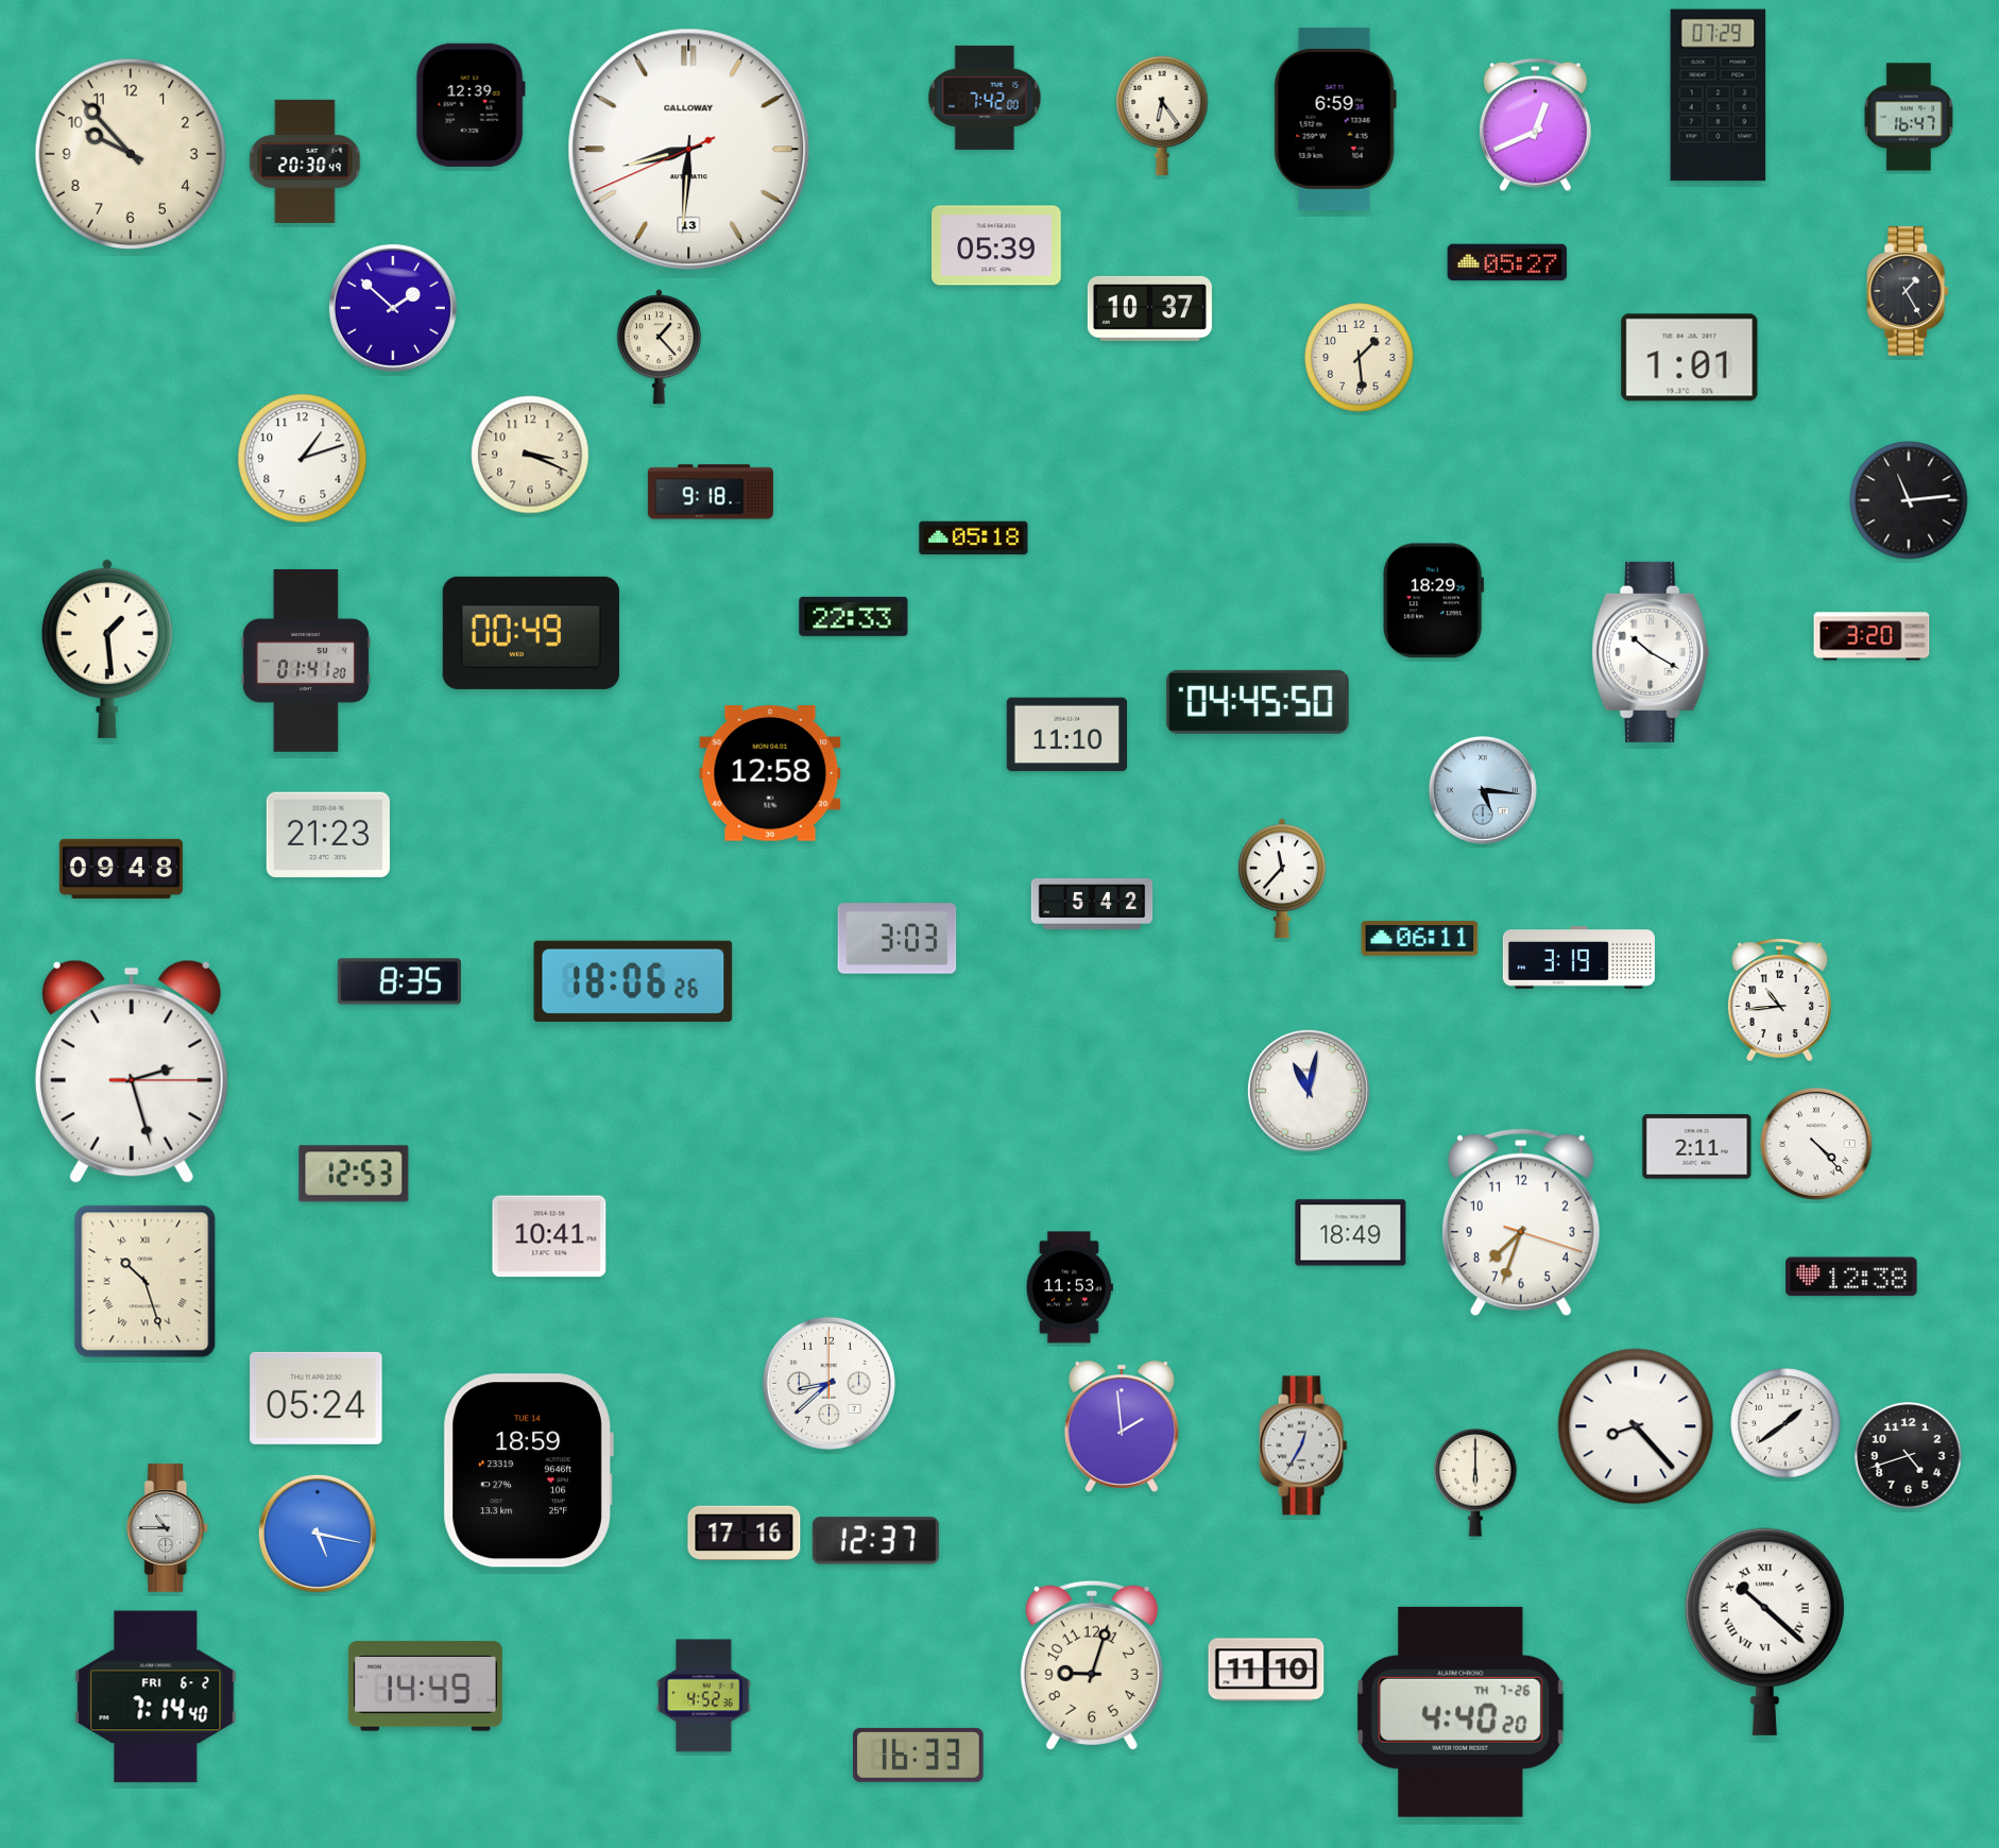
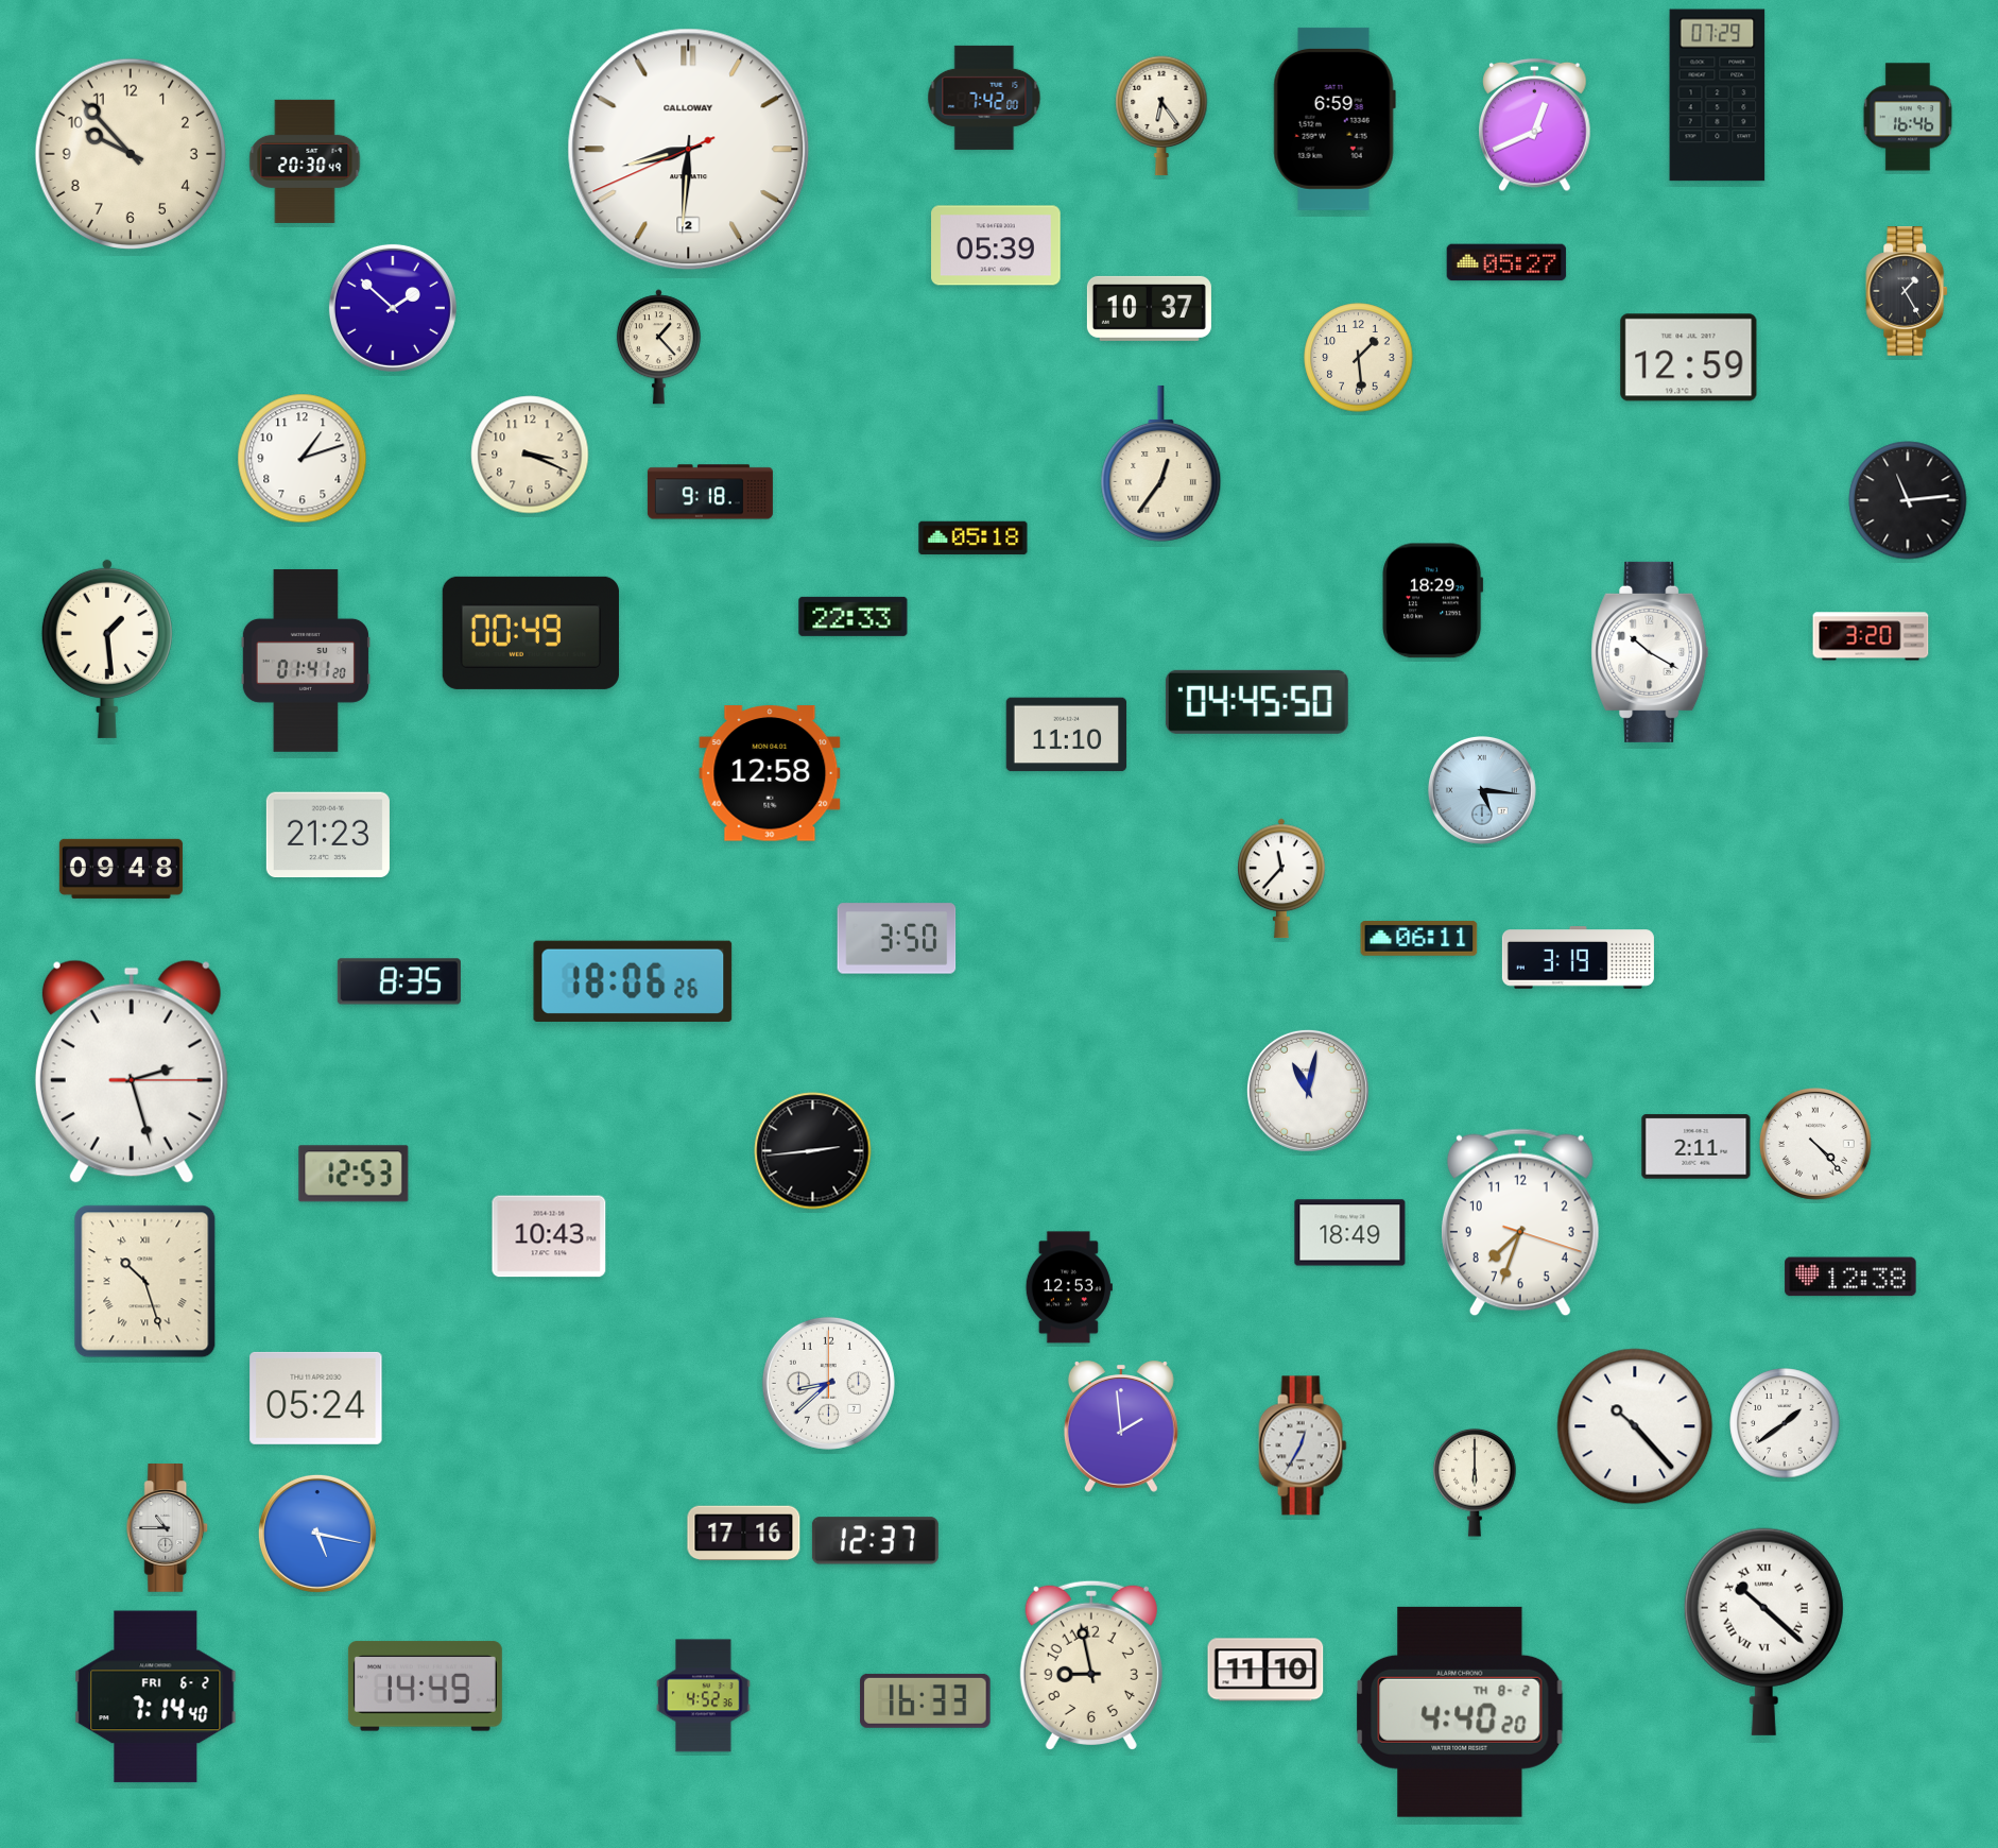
clock at (471, 105): 12:39 -> none
clock at (1909, 117): 16:47 -> 16:46
clock at (689, 150) date: 13 -> 2
clock at (1690, 358): 1:01 -> 12:59
clock at (1161, 463): none -> 12:36
clock at (1092, 904): 5:42 -> none
clock at (898, 939): 3:03 -> 3:50
clock at (1779, 1000): 10:44 -> none
clock at (813, 1151): none -> 2:44
clock at (549, 1236): 10:41 -> 10:43
clock at (1070, 1287): 11:53 -> 12:53
clock at (1636, 1426): 8:23 -> 10:23
clock at (1909, 1456): 4:42 -> none
clock at (528, 1471): 18:59 -> none
clock at (1092, 1665): 9:03 -> 8:58
clock at (1460, 1712) date: TH 7-26 -> TH 8-2
clock at (919, 1755) position: (919, 1755) -> (926, 1700)
